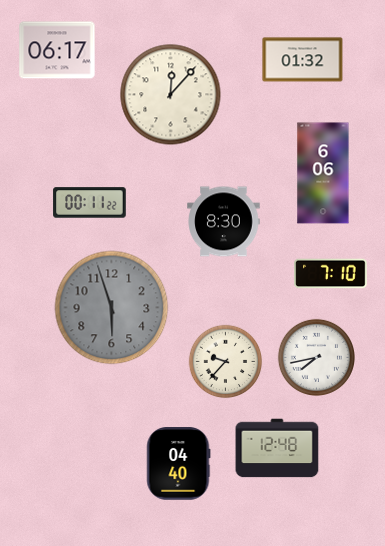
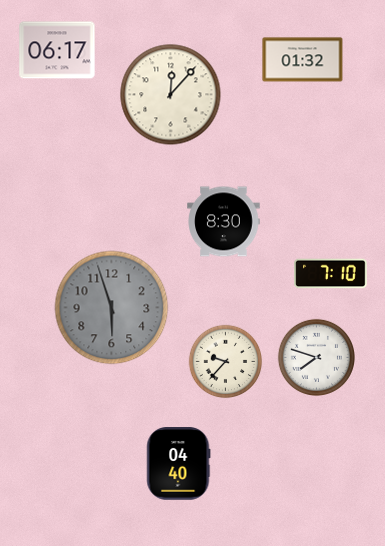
clock at (323, 173): 6:06 -> none
clock at (90, 203): 00:11 -> none
clock at (316, 357): 7:43 -> 7:48
clock at (277, 448): 12:48 -> none
